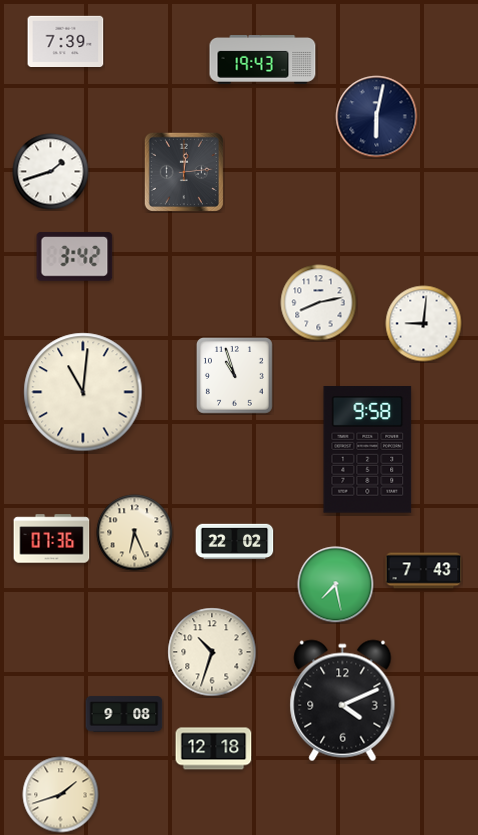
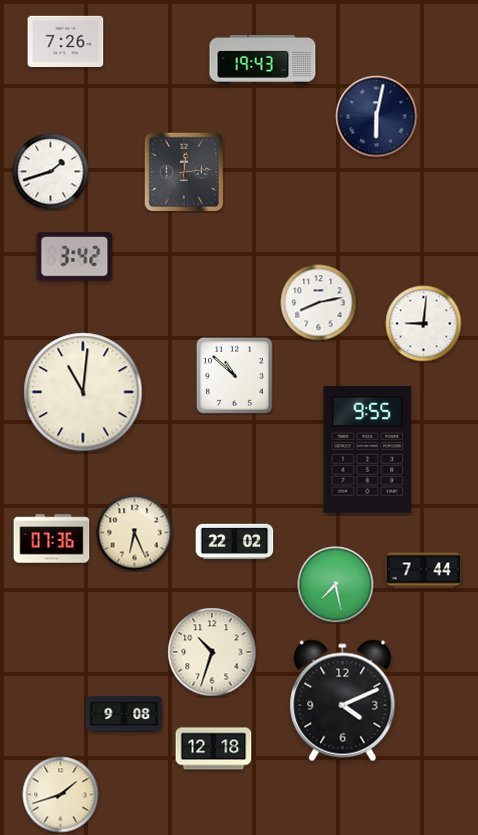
clock at (66, 42): 7:39 -> 7:26
clock at (234, 375): 10:57 -> 10:52
clock at (368, 450): 9:58 -> 9:55
clock at (424, 571): 7:43 -> 7:44
